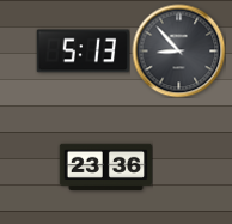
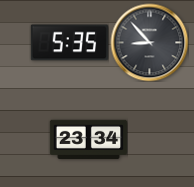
clock at (83, 52): 5:13 -> 5:35
clock at (105, 168): 23:36 -> 23:34
